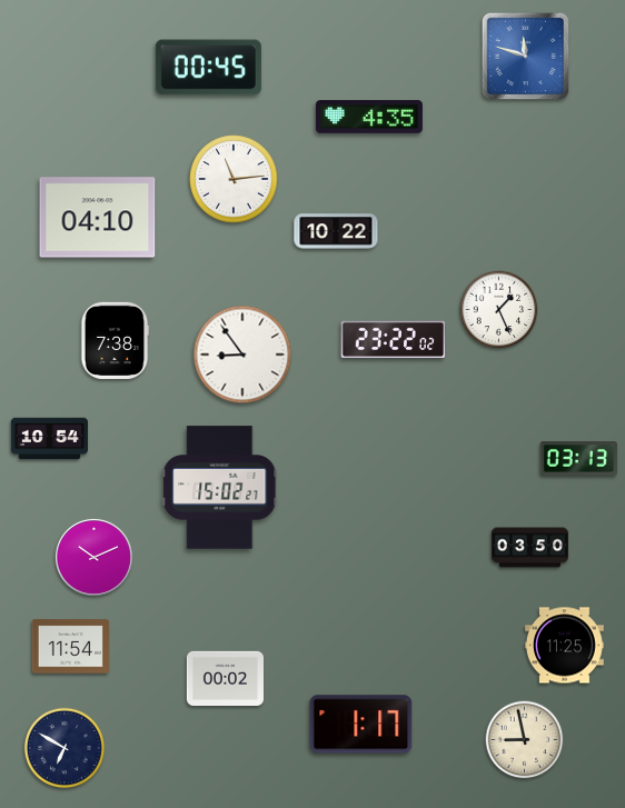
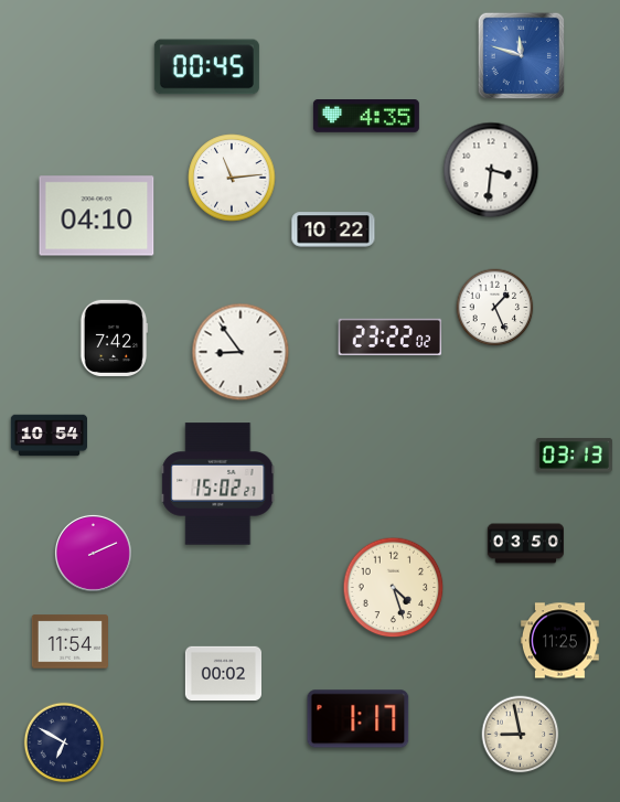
clock at (491, 170): none -> 3:31
clock at (115, 340): 7:38 -> 7:42
clock at (93, 557): 10:11 -> 2:11
clock at (394, 588): none -> 4:27
